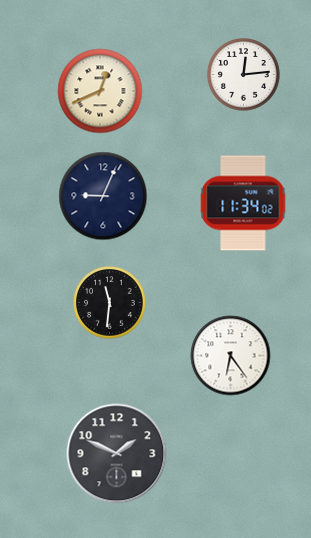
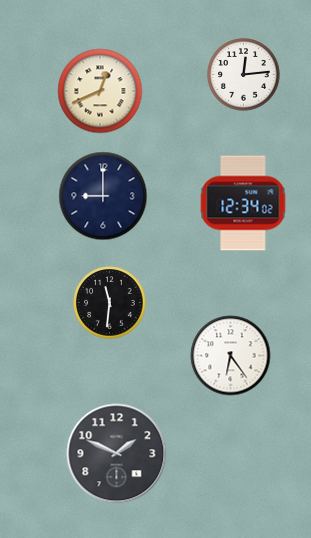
clock at (103, 196): 9:04 -> 9:00
clock at (243, 203): 11:34 -> 12:34
